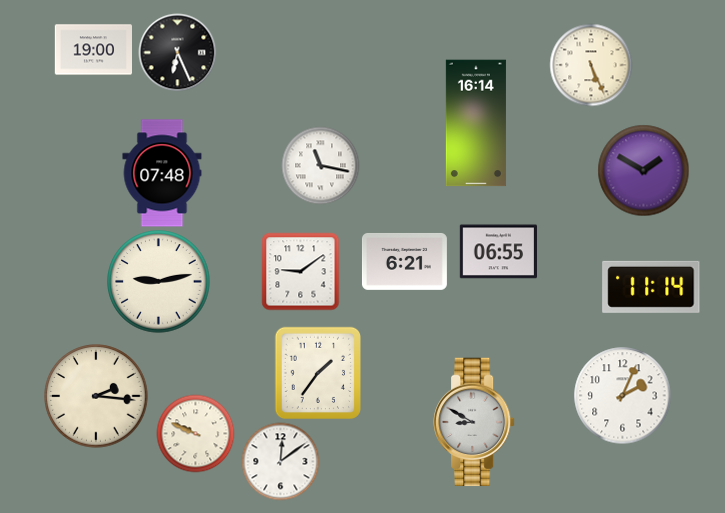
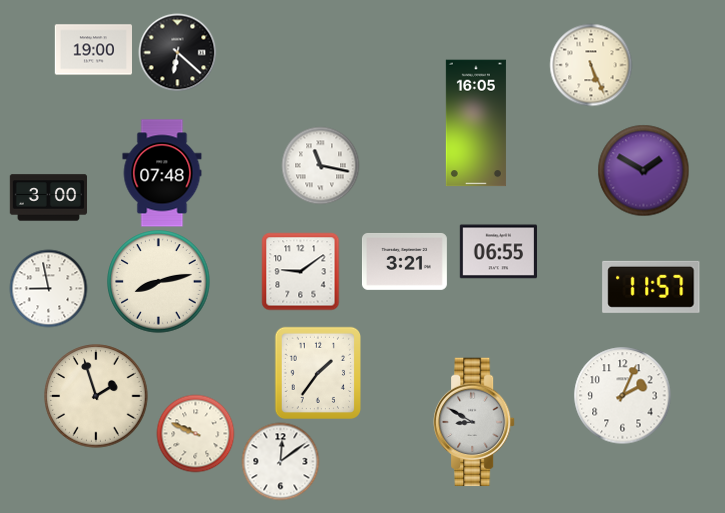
clock at (177, 52): 6:26 -> 6:22
clock at (476, 123): 16:14 -> 16:05
clock at (48, 198): none -> 3:00
clock at (404, 262): 6:21 -> 3:21
clock at (159, 282): 9:13 -> 8:13
clock at (651, 287): 11:14 -> 11:57
clock at (48, 288): none -> 8:58
clock at (96, 396): 2:16 -> 1:57
